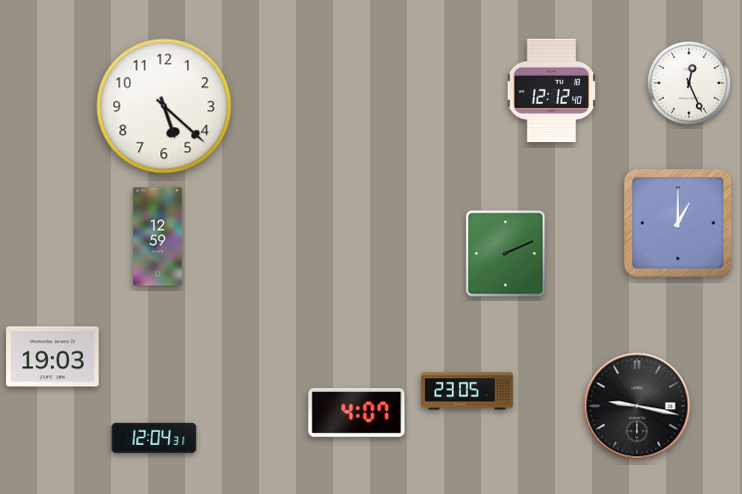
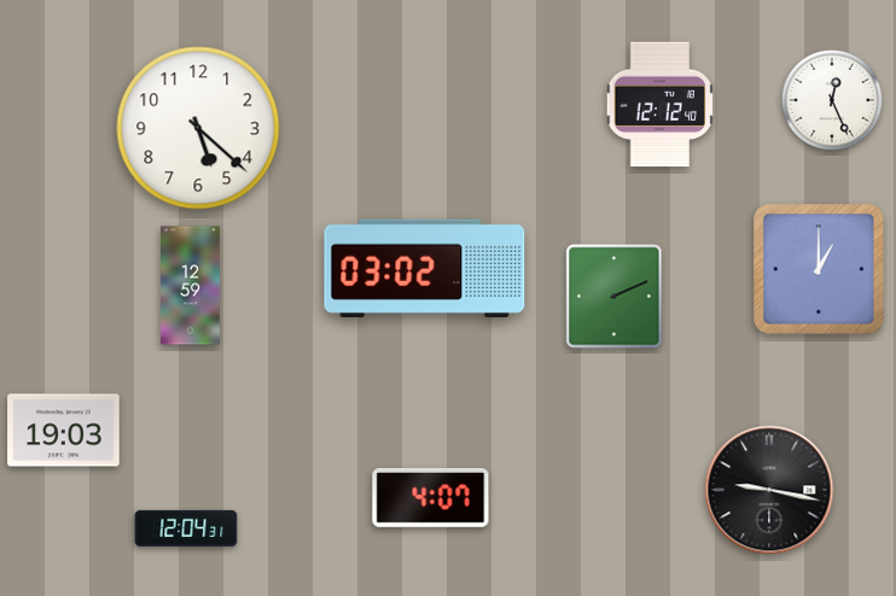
clock at (551, 91) position: (551, 91) -> (659, 105)
clock at (425, 268): none -> 03:02
clock at (506, 254) position: (506, 254) -> (615, 297)
clock at (468, 391): 23:05 -> none
